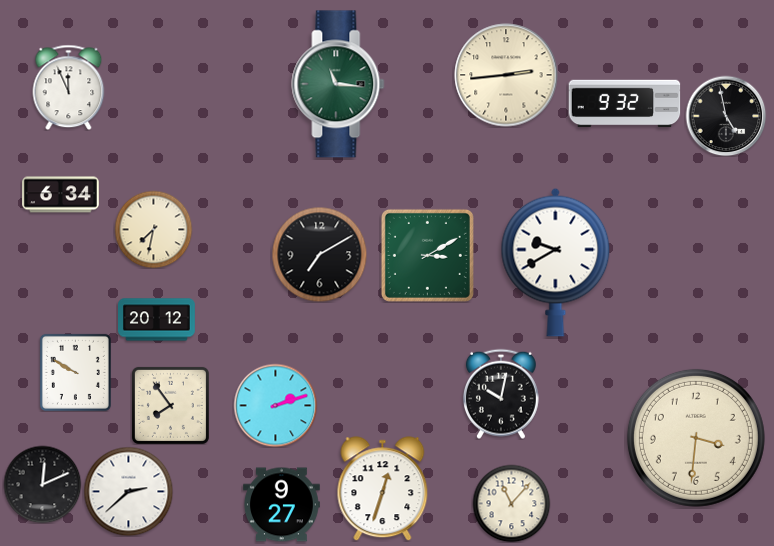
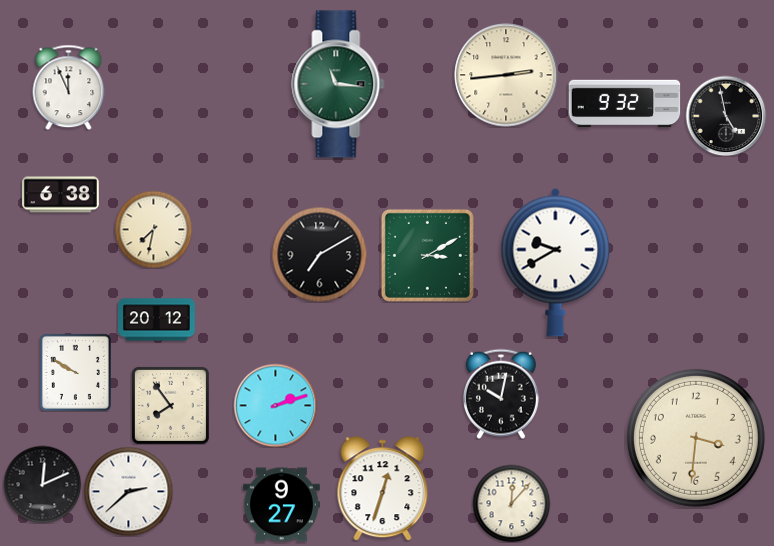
clock at (61, 195): 6:34 -> 6:38
clock at (511, 503): 11:07 -> 12:07
